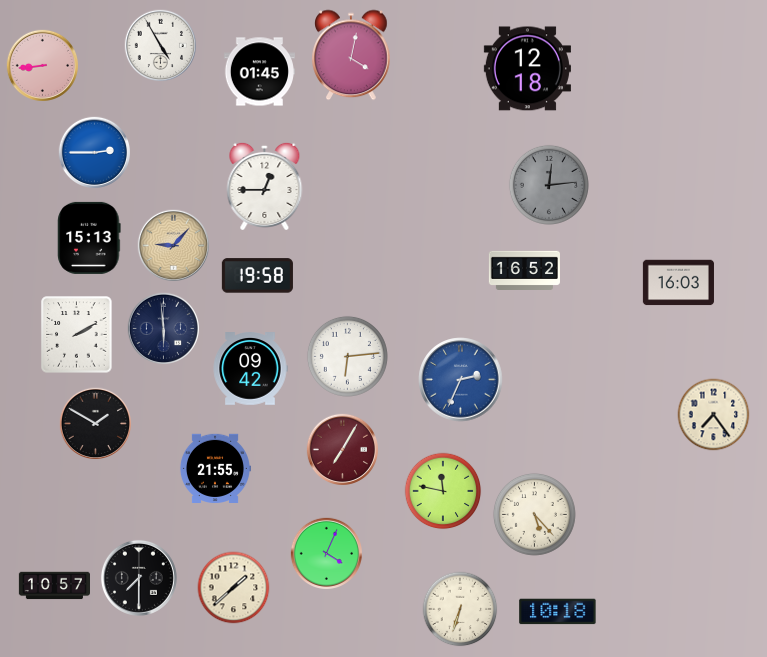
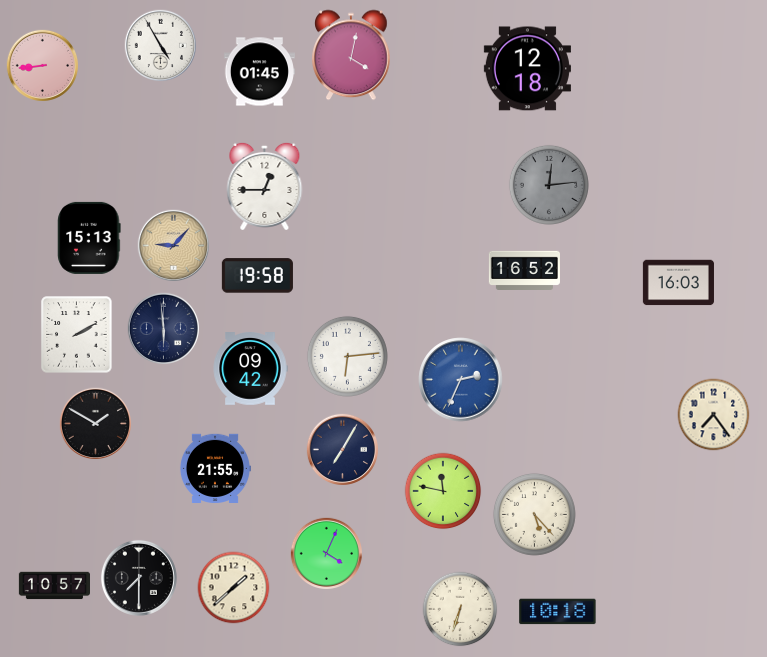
clock at (94, 152): 2:45 -> none
clock at (342, 449) dial: burgundy -> navy
